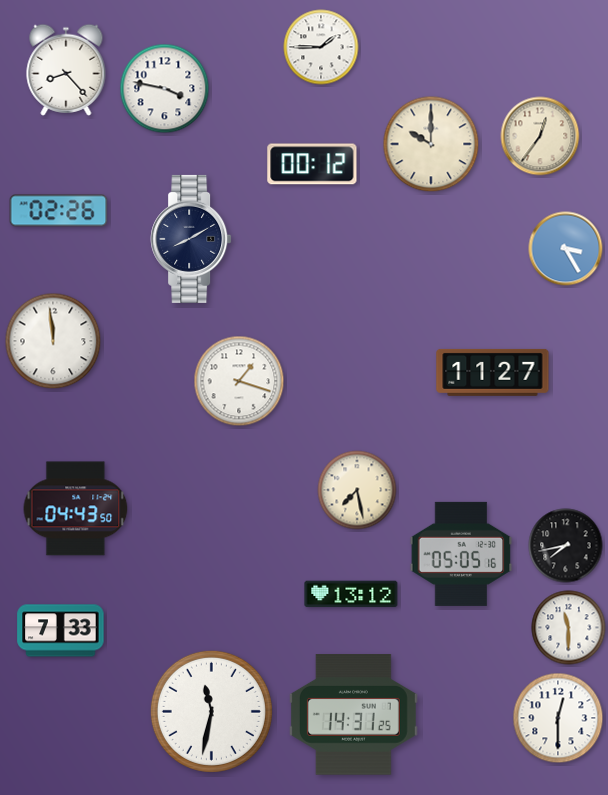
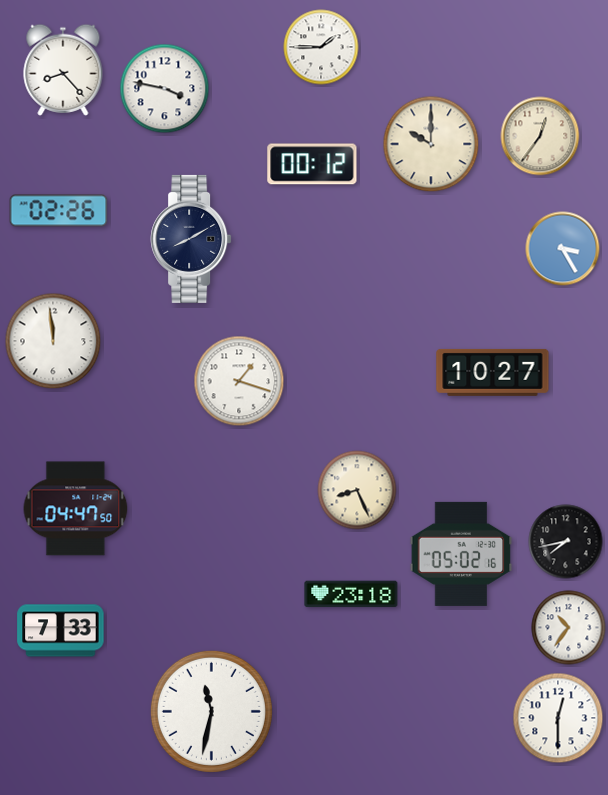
clock at (66, 70) position: (66, 70) -> (63, 70)
clock at (566, 249) position: (566, 249) -> (563, 249)
clock at (493, 372): 11:27 -> 10:27
clock at (357, 490): 7:28 -> 8:26
clock at (76, 509): 04:43 -> 04:47
clock at (566, 546) position: (566, 546) -> (566, 542)
clock at (461, 554): 05:05 -> 05:02
clock at (351, 594): 13:12 -> 23:18
clock at (569, 628): 11:30 -> 10:36
clock at (353, 715): 14:31 -> none
